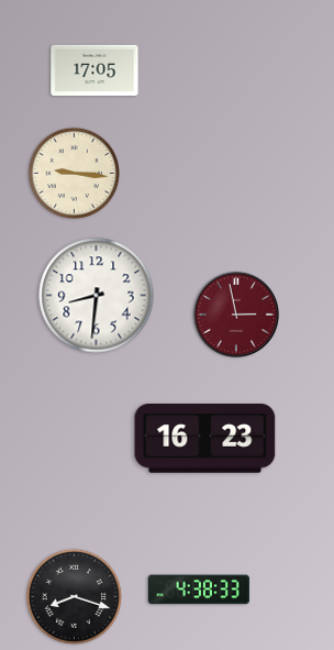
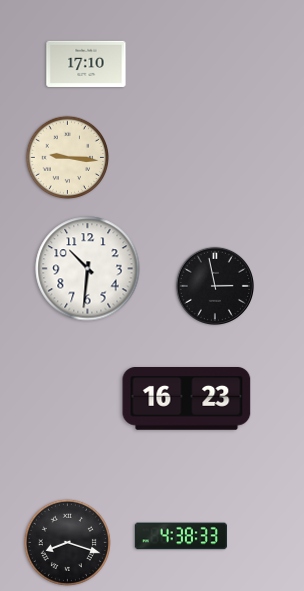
clock at (94, 70): 17:05 -> 17:10
clock at (97, 296): 8:31 -> 10:31
clock at (236, 315) dial: burgundy -> black
